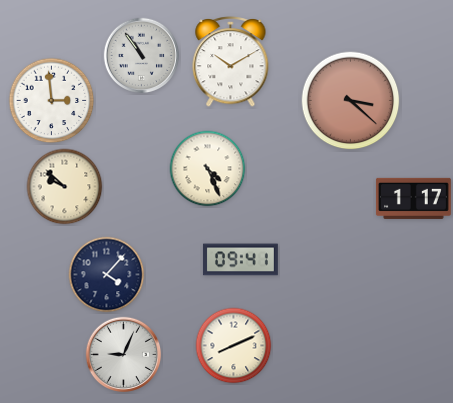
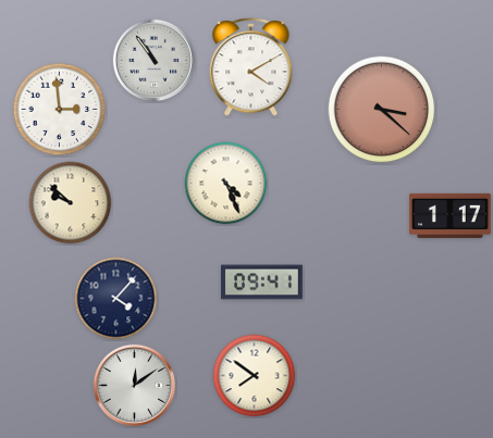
clock at (231, 62): 10:10 -> 4:10
clock at (52, 101) position: (52, 101) -> (60, 110)
clock at (234, 346): 8:11 -> 7:51
clock at (124, 355): 9:04 -> 12:09
